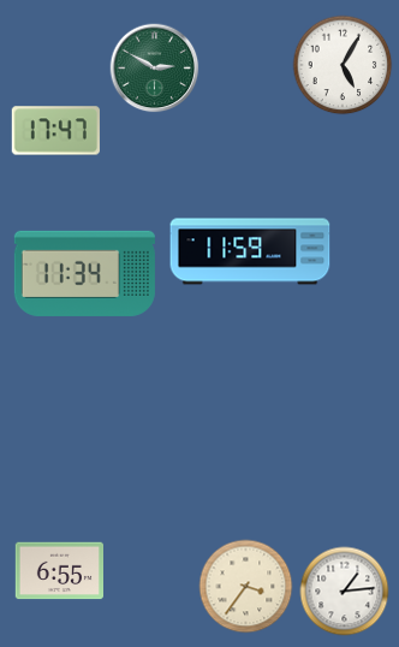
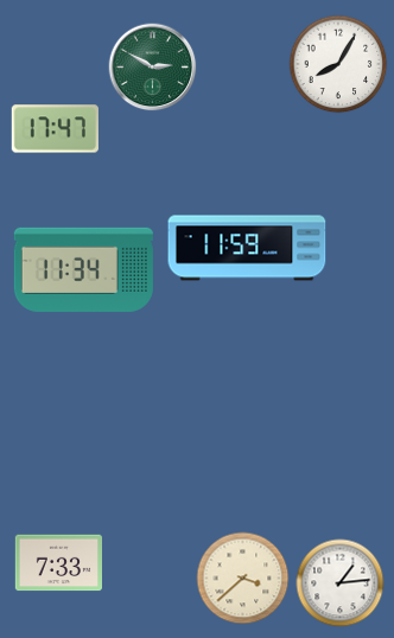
clock at (343, 65): 5:05 -> 8:05
clock at (59, 571): 6:55 -> 7:33
clock at (246, 587): 3:36 -> 3:38
